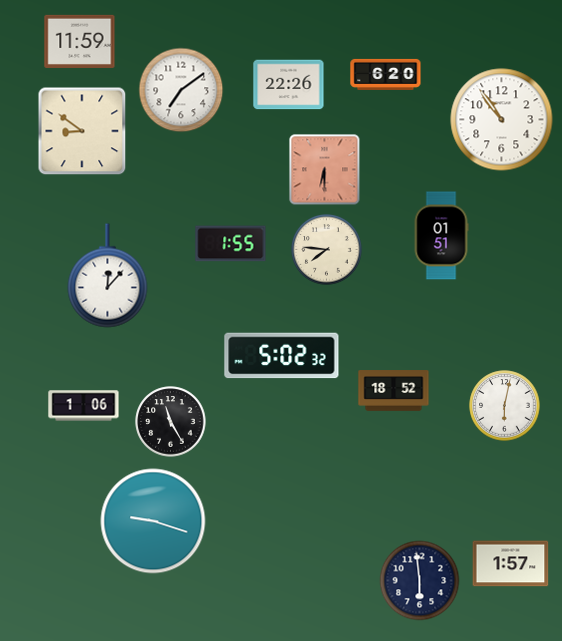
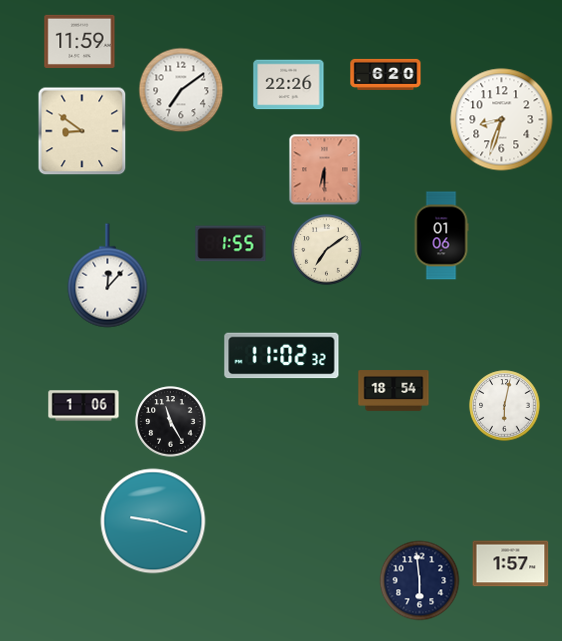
clock at (502, 120): 10:54 -> 8:33
clock at (441, 236): 01:51 -> 01:06
clock at (327, 250): 7:46 -> 7:09
clock at (282, 356): 5:02 -> 11:02
clock at (394, 391): 18:52 -> 18:54
